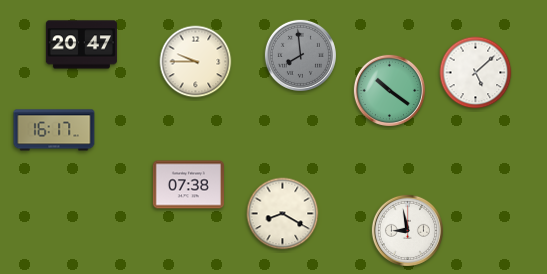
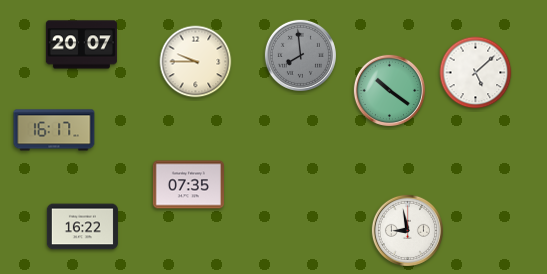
clock at (81, 45): 20:47 -> 20:07
clock at (188, 185): 07:38 -> 07:35
clock at (283, 214): 8:20 -> none
clock at (82, 227): none -> 16:22
